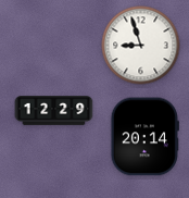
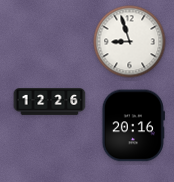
clock at (54, 111): 12:29 -> 12:26
clock at (144, 137): 20:14 -> 20:16
